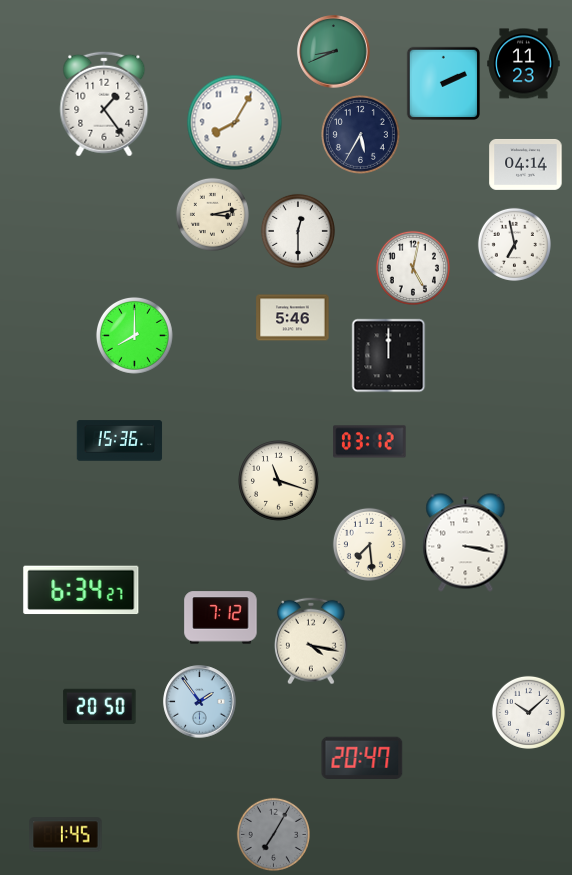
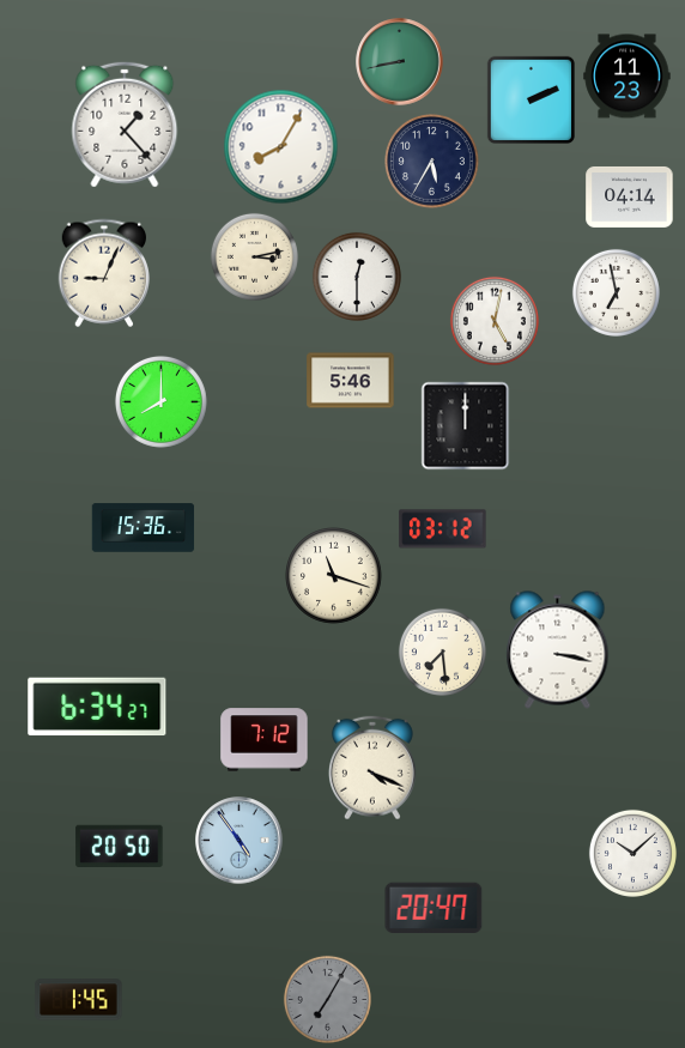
clock at (334, 52): 8:41 -> 8:43
clock at (104, 104): 1:24 -> 1:23
clock at (103, 273): none -> 9:04
clock at (312, 641): 4:17 -> 4:19
clock at (200, 702): 1:54 -> 4:54
